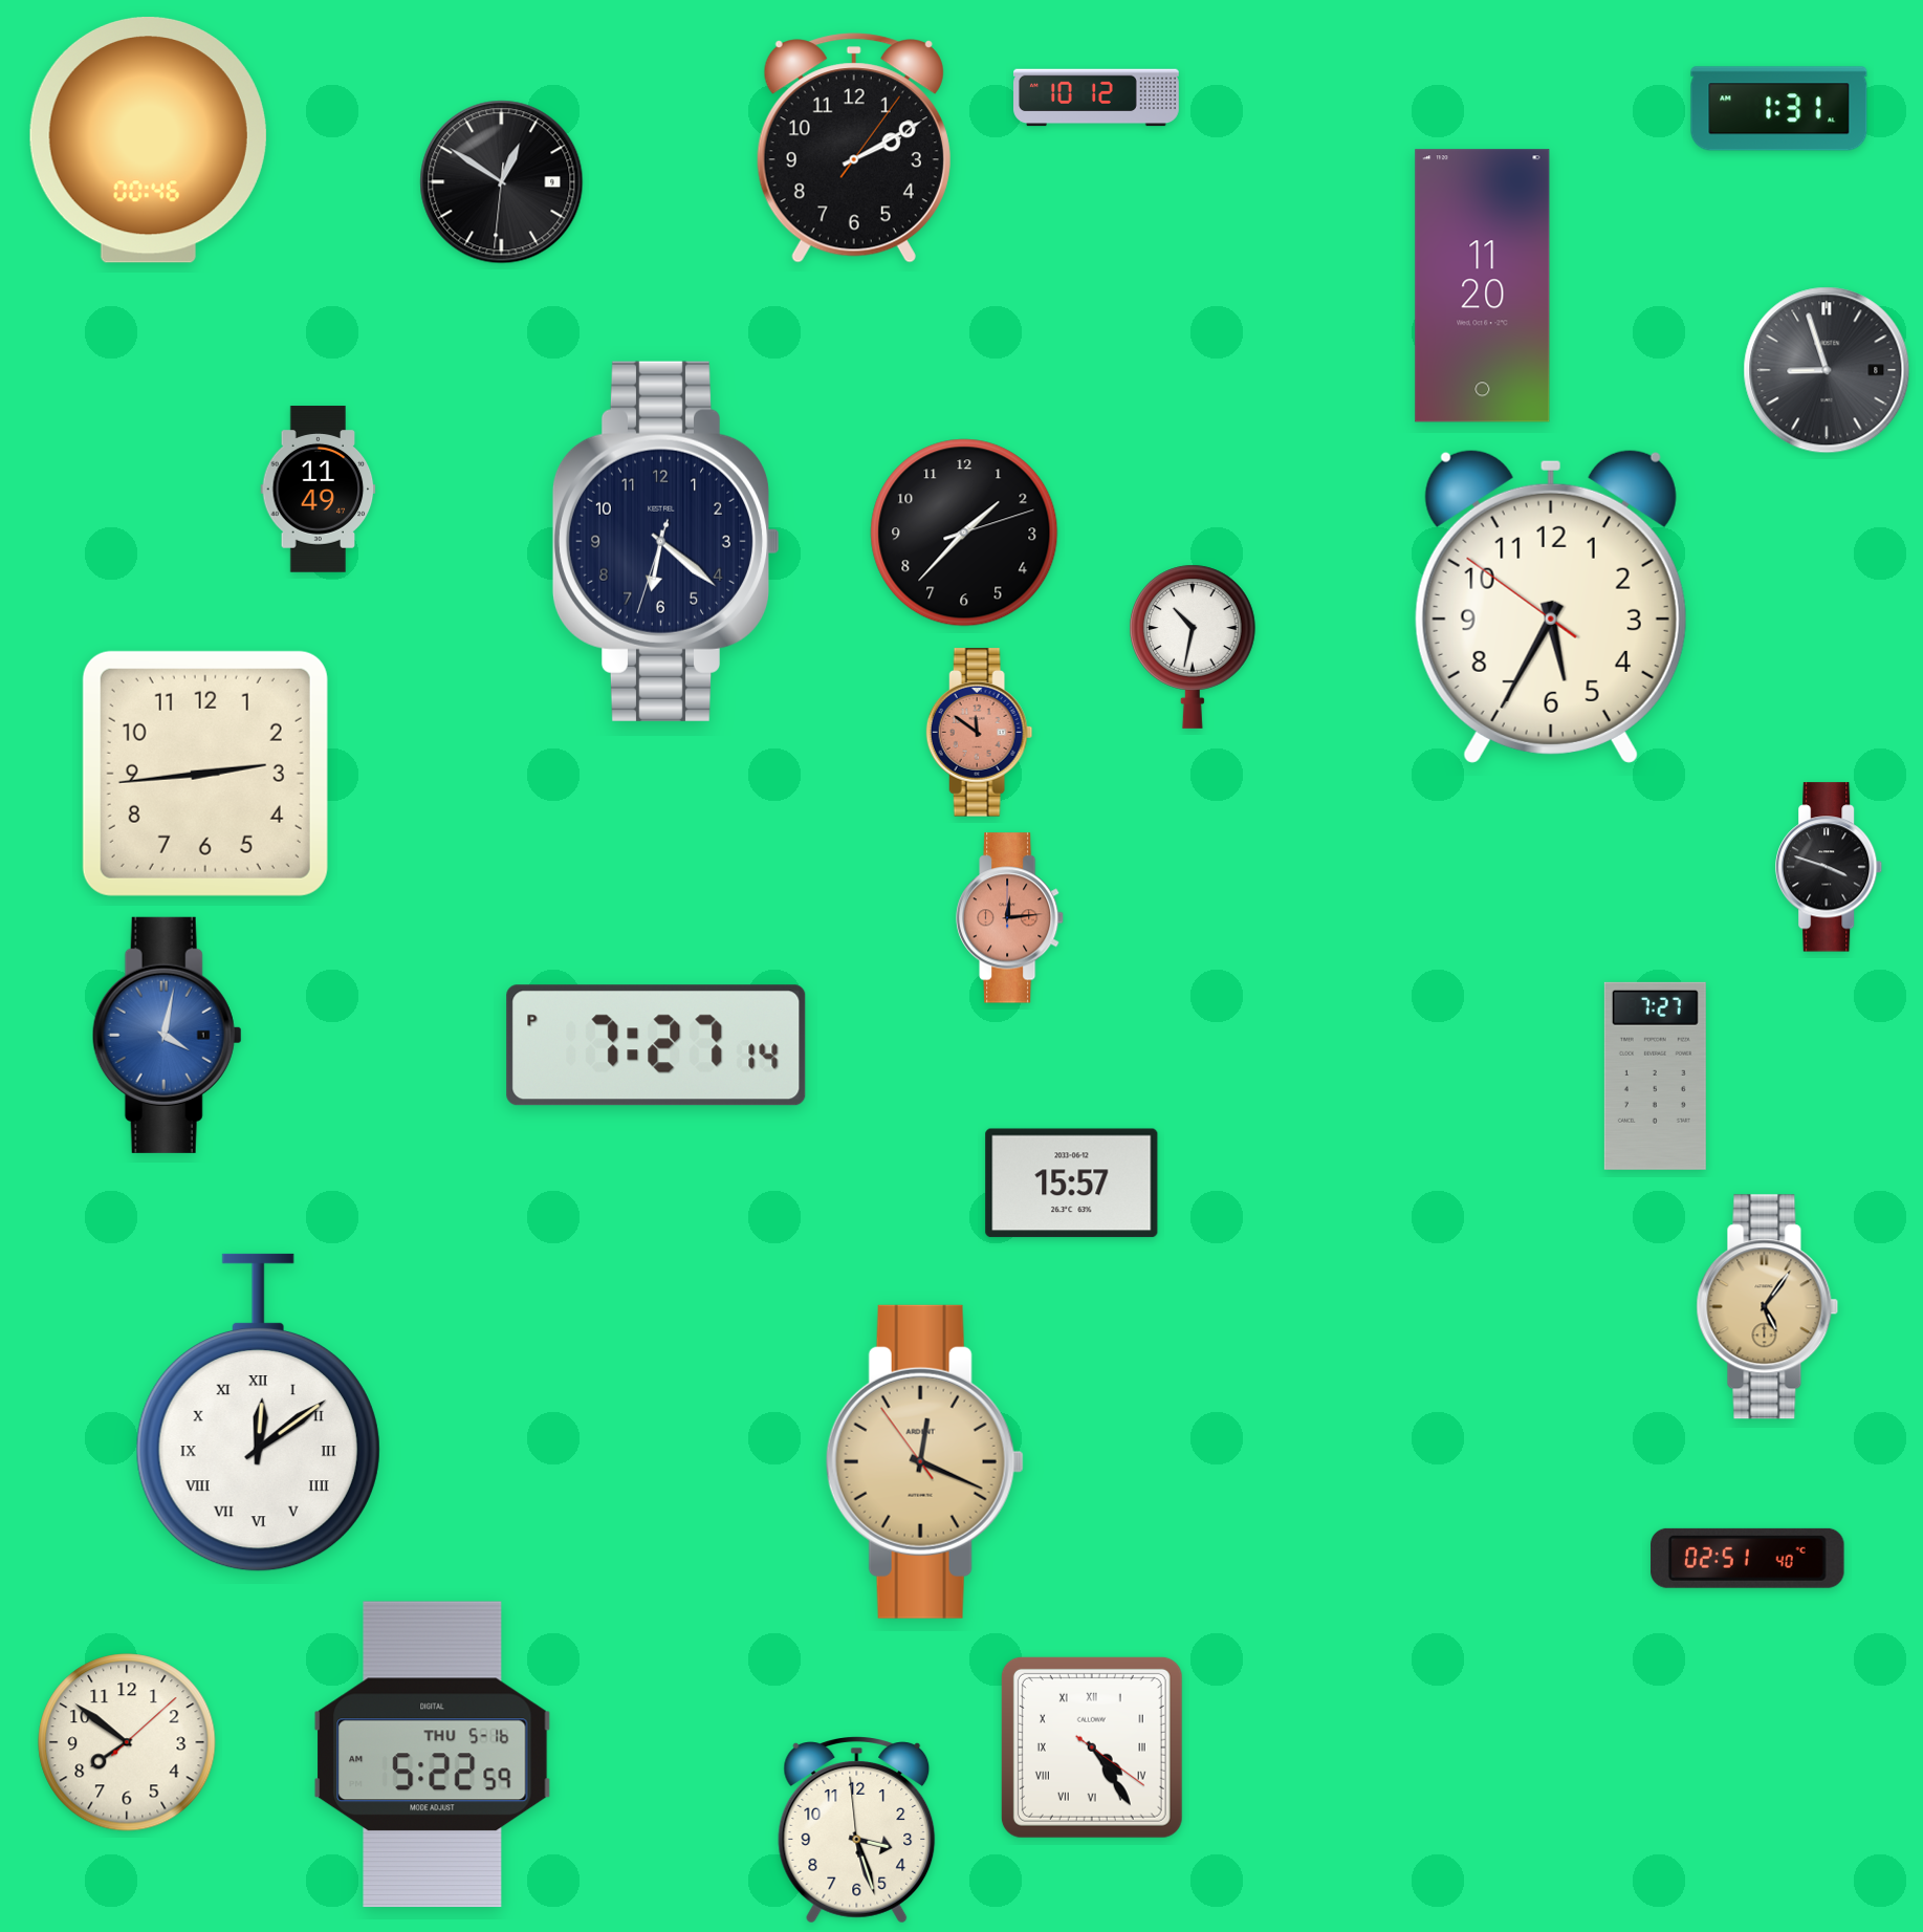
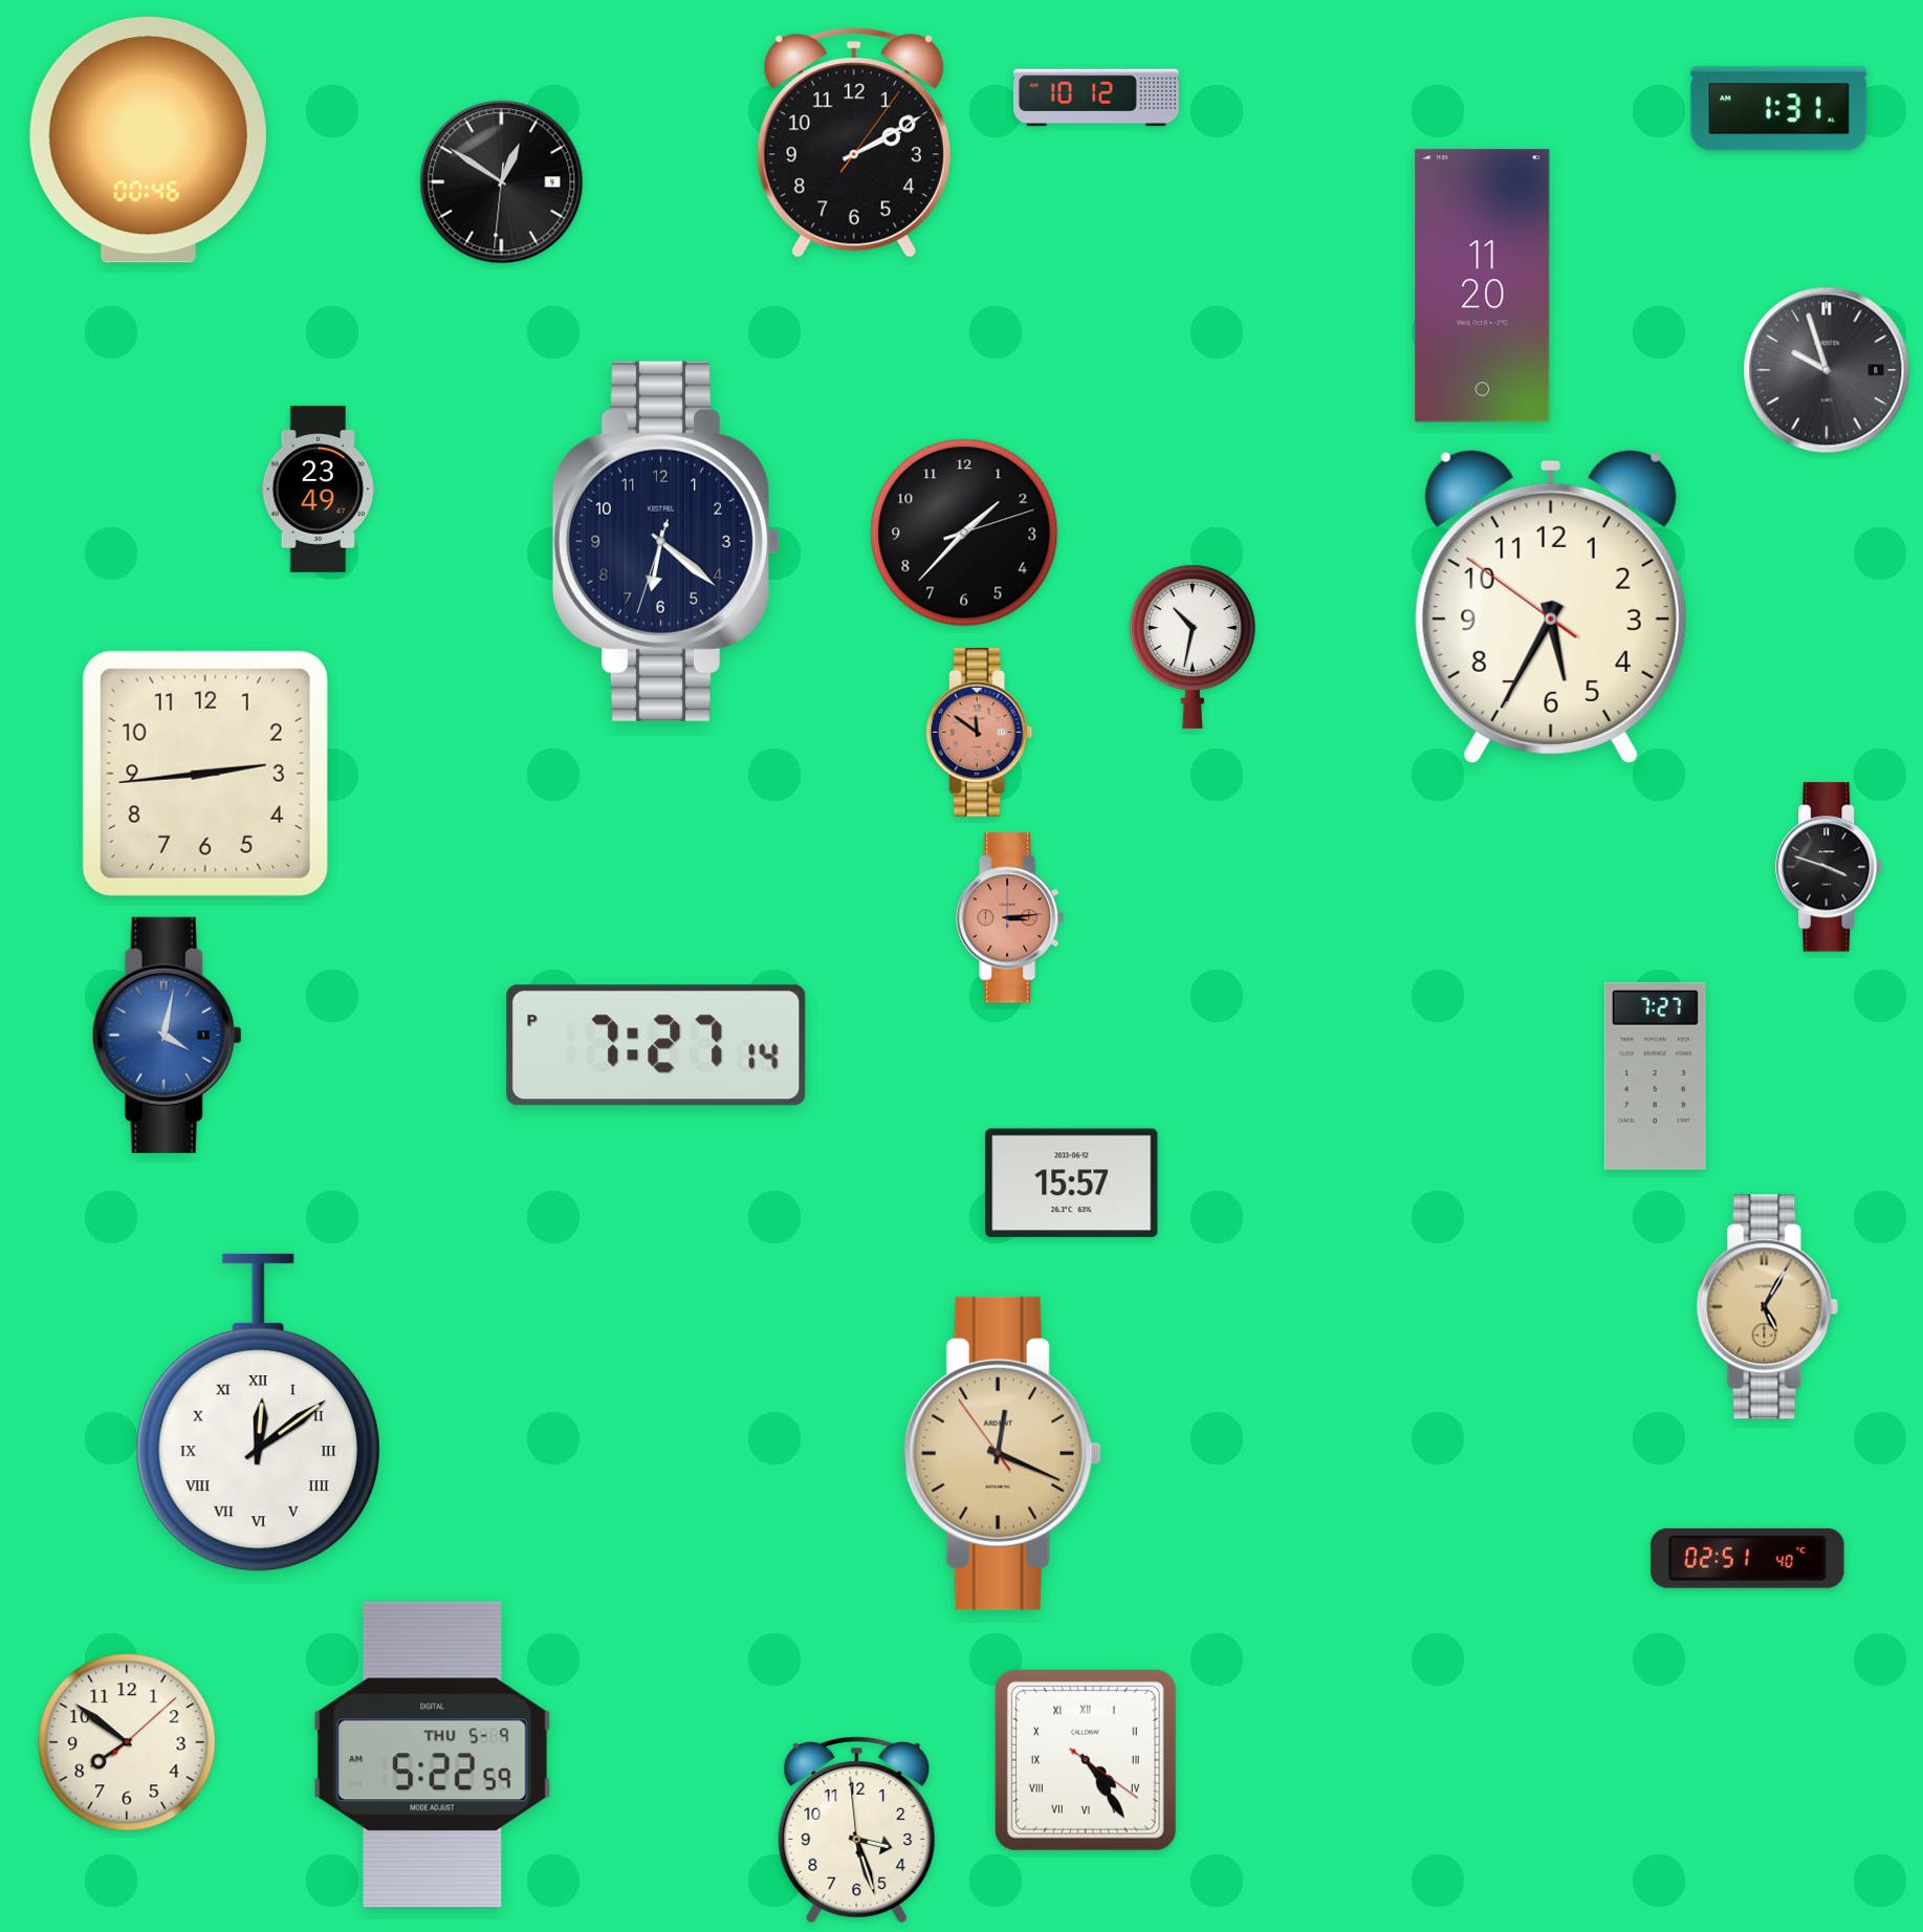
clock at (854, 148) position: (854, 148) -> (854, 143)
clock at (1827, 370): 8:57 -> 9:57
clock at (319, 490): 11:49 -> 23:49
clock at (1011, 918): 12:14 -> 3:14
clock at (1768, 1307): 5:06 -> 5:05
clock at (924, 1461) position: (924, 1461) -> (1002, 1453)
clock at (1092, 1748) position: (1092, 1748) -> (1086, 1760)
clock at (433, 1755) date: THU 5-16 -> THU 5-9
